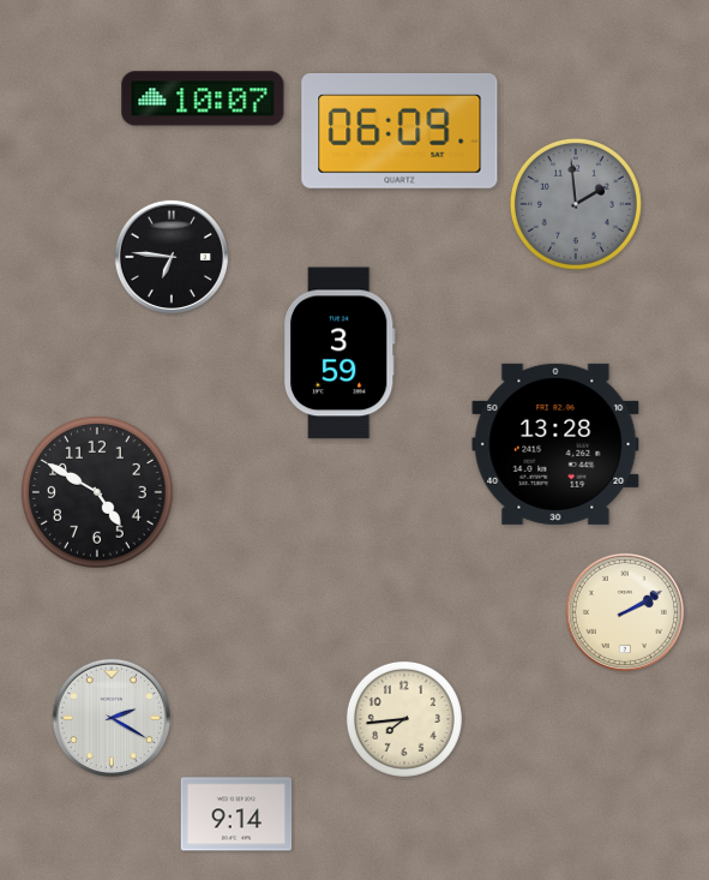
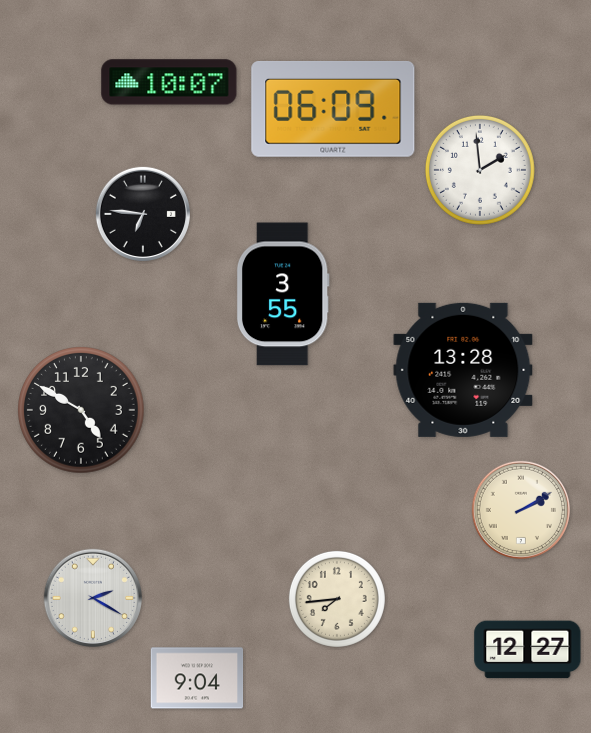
clock at (576, 204) dial: grey -> white
clock at (340, 353): 3:59 -> 3:55
clock at (528, 650): none -> 12:27
clock at (236, 814): 9:14 -> 9:04
